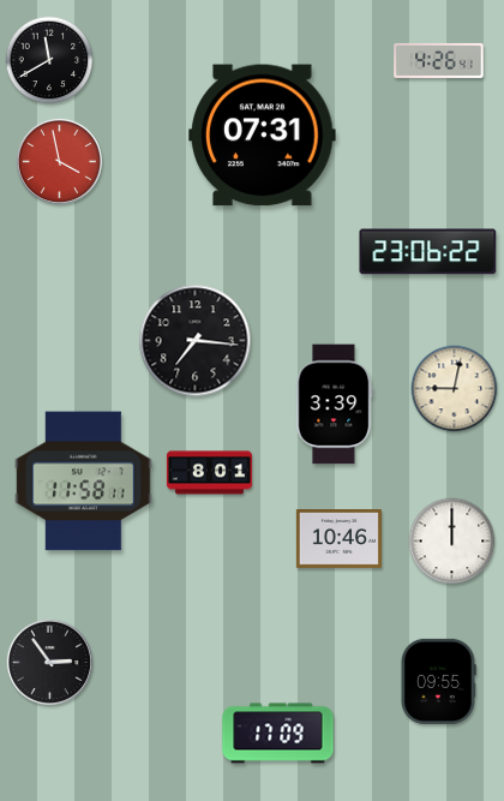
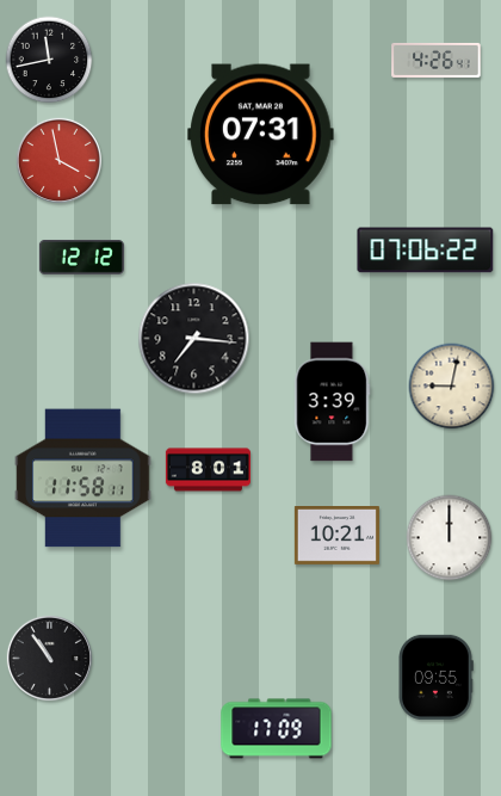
clock at (49, 60): 11:40 -> 11:43
clock at (428, 252): 23:06 -> 07:06
clock at (81, 257): none -> 12:12
clock at (338, 539): 10:46 -> 10:21
clock at (49, 662): 2:54 -> 10:54
